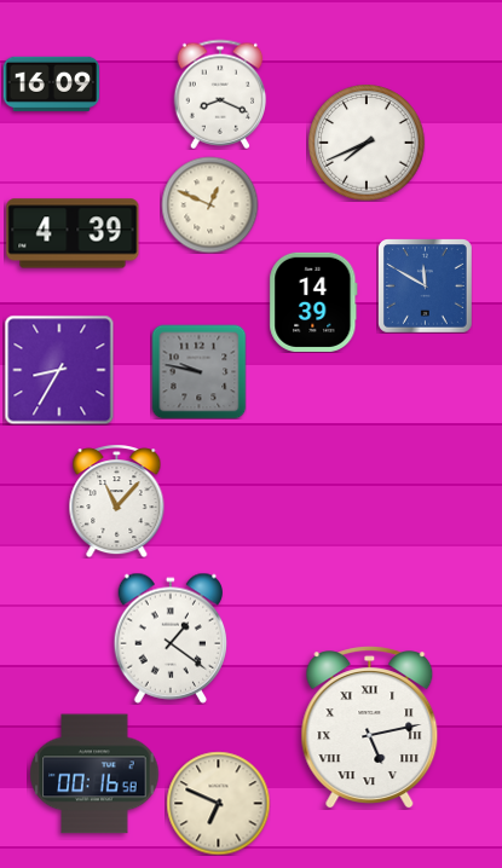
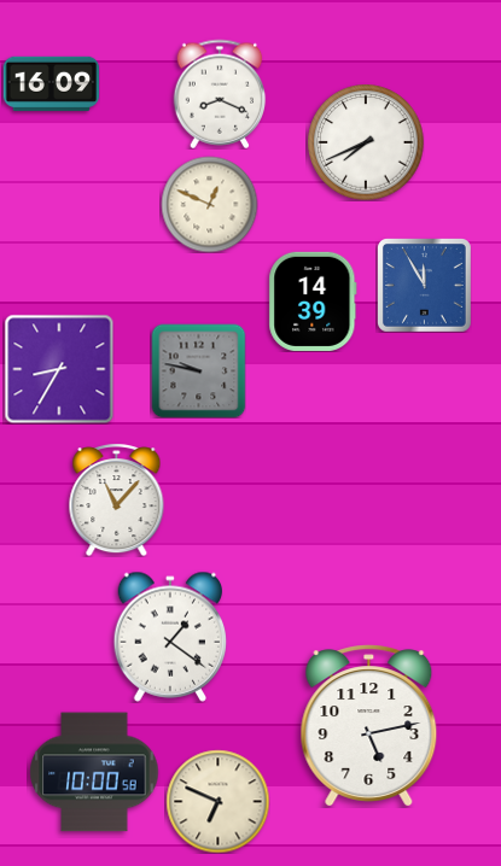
clock at (73, 233): 4:39 -> none
clock at (426, 287): 11:50 -> 11:55
clock at (370, 728) numerals: Roman -> Arabic
clock at (94, 774): 00:16 -> 10:00
